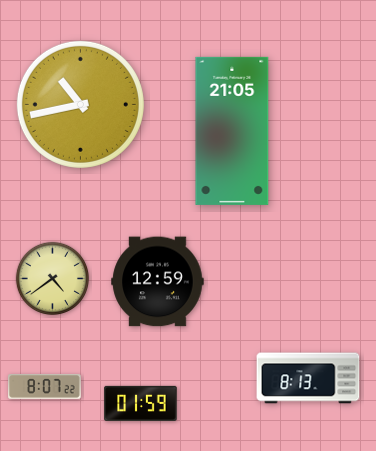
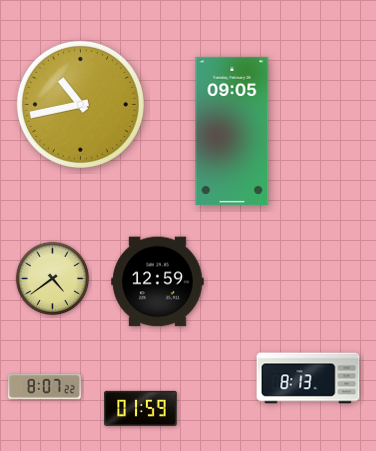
clock at (232, 131): 21:05 -> 09:05
clock at (141, 403) position: (141, 403) -> (141, 408)
